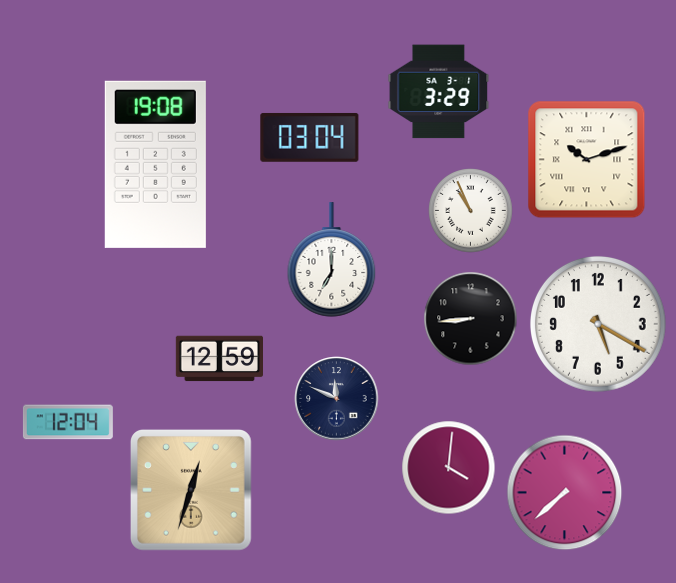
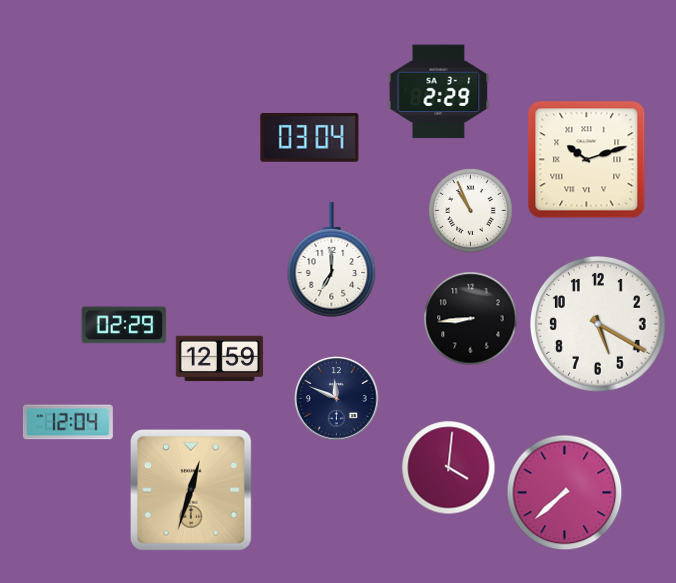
clock at (439, 92): 3:29 -> 2:29
clock at (155, 164): 19:08 -> none
clock at (124, 325): none -> 02:29
